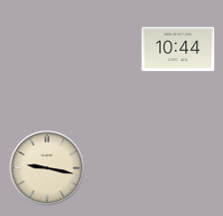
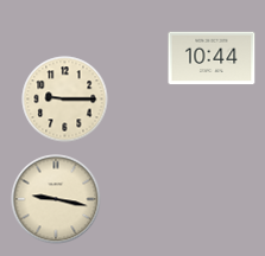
clock at (65, 100): none -> 9:15
